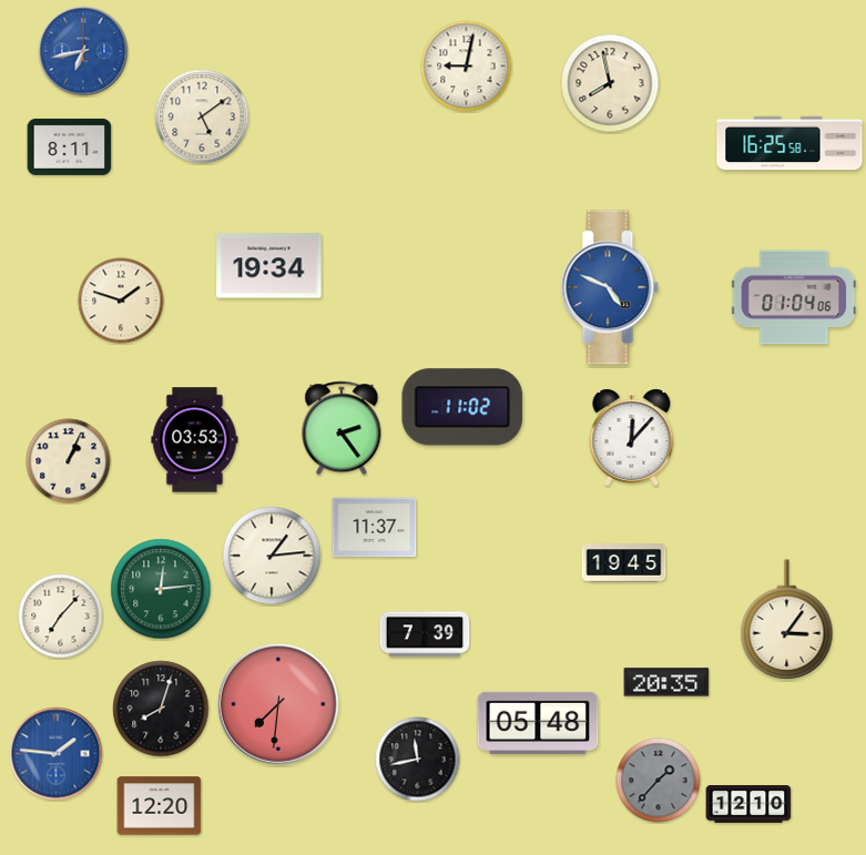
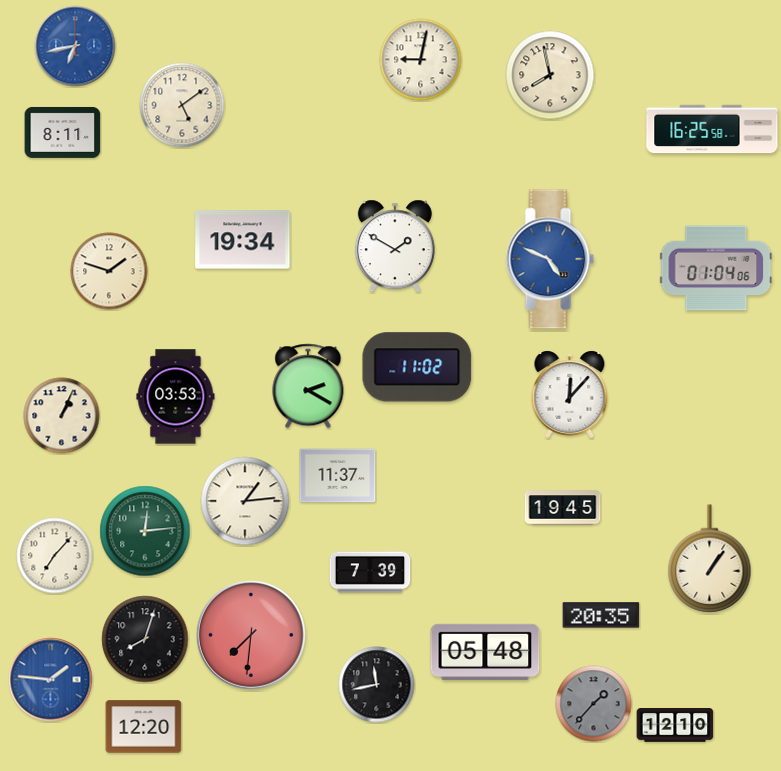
clock at (395, 246): none -> 1:50
clock at (342, 428): 2:24 -> 2:20
clock at (787, 620): 3:06 -> 1:06
clock at (425, 634) position: (425, 634) -> (370, 572)
